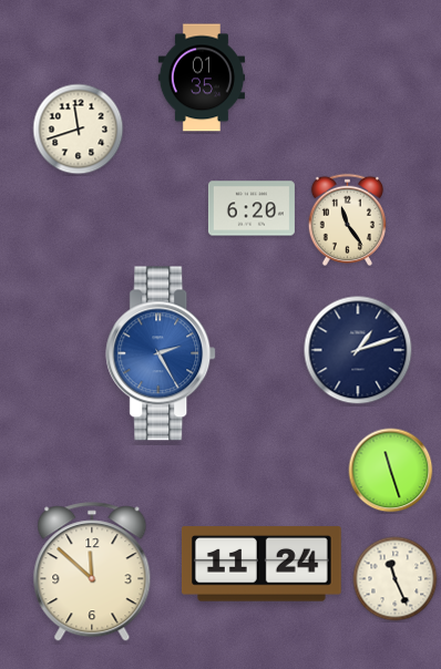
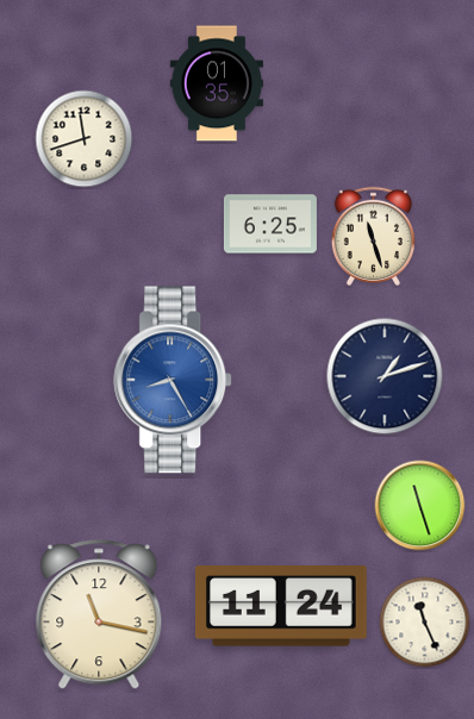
clock at (252, 208): 6:20 -> 6:25
clock at (347, 219): 11:24 -> 11:27
clock at (162, 353): 2:25 -> 8:25
clock at (92, 573): 11:52 -> 11:17
